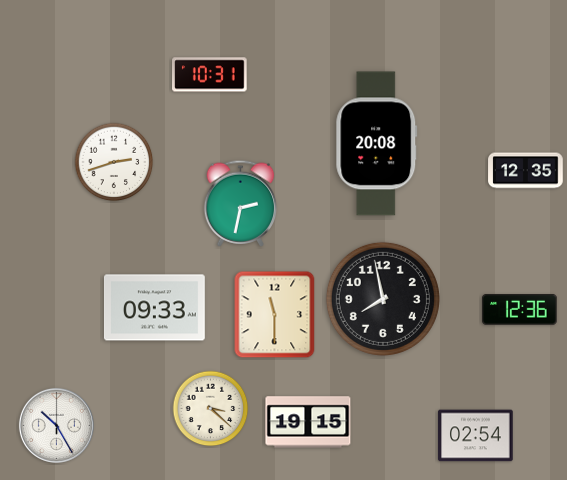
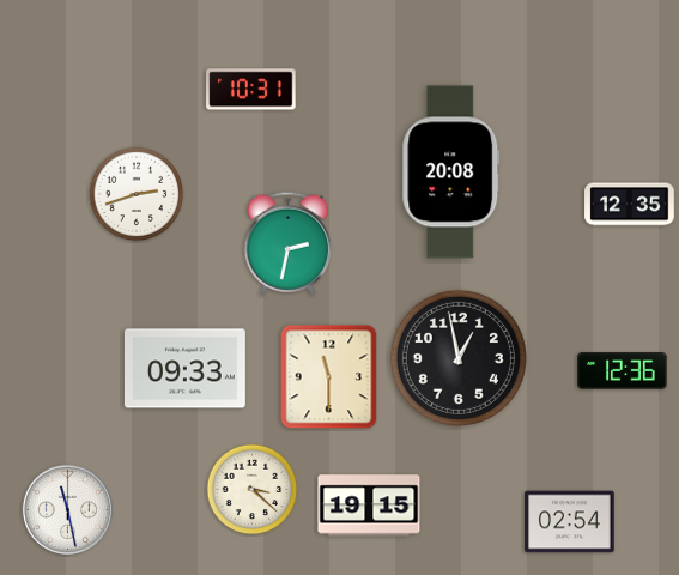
clock at (383, 299): 7:58 -> 12:58
clock at (56, 425): 10:25 -> 11:28
